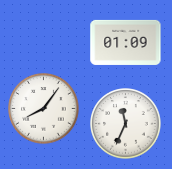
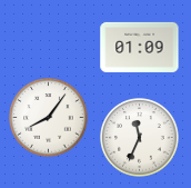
clock at (44, 109) position: (44, 109) -> (49, 118)
